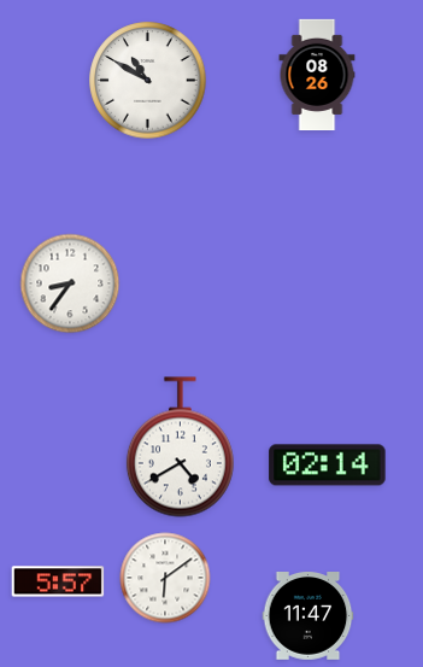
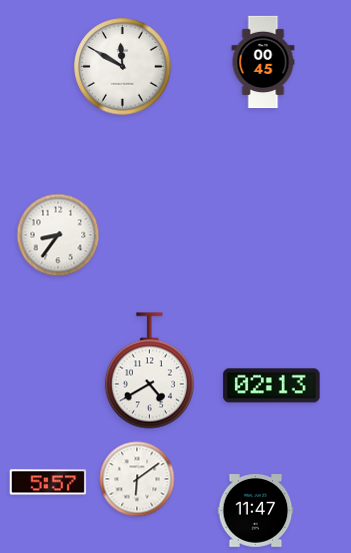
clock at (317, 75): 08:26 -> 00:45
clock at (148, 81): 10:50 -> 11:50
clock at (328, 466): 02:14 -> 02:13
